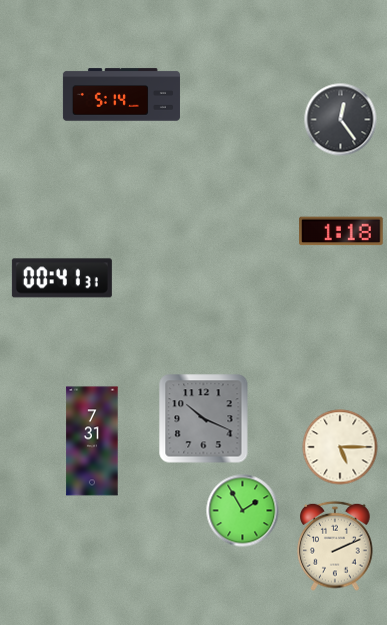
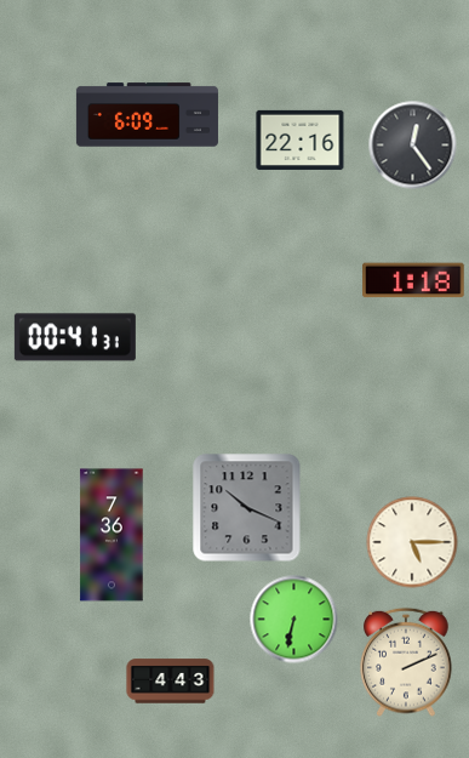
clock at (121, 95): 5:14 -> 6:09
clock at (301, 139): none -> 22:16
clock at (92, 441): 7:31 -> 7:36
clock at (243, 511): 1:55 -> 6:32
clock at (171, 682): none -> 4:43
